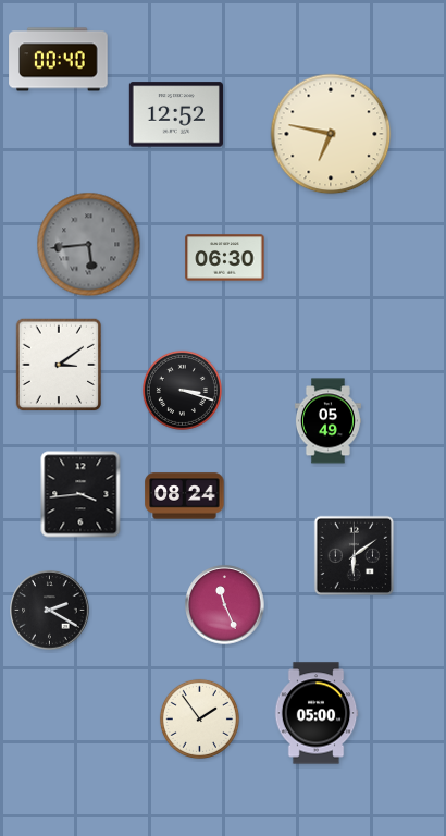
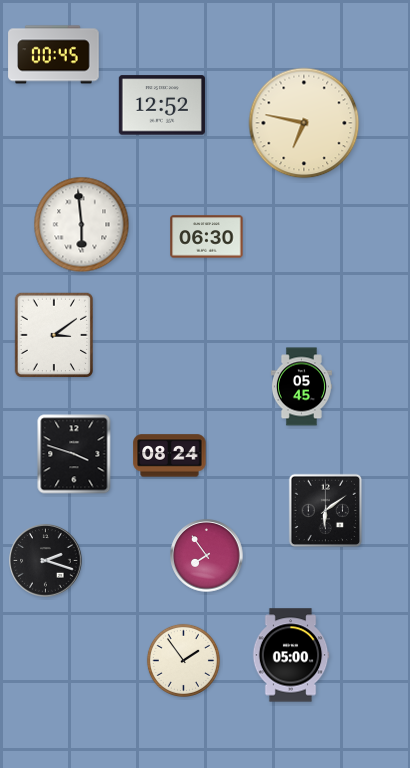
clock at (59, 60): 00:40 -> 00:45
clock at (89, 245): 5:44 -> 5:59
clock at (89, 245) dial: grey -> white
clock at (182, 390): 3:18 -> none
clock at (327, 421): 05:49 -> 05:45
clock at (80, 494): 3:44 -> 3:48
clock at (225, 605): 11:26 -> 7:54
clock at (50, 611): 2:20 -> 2:18
